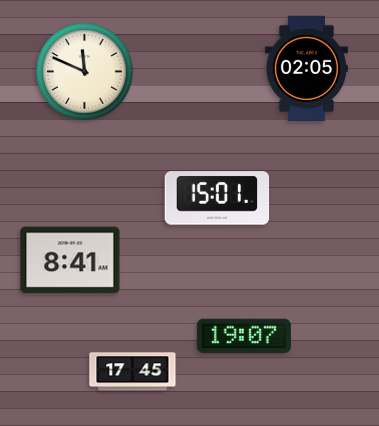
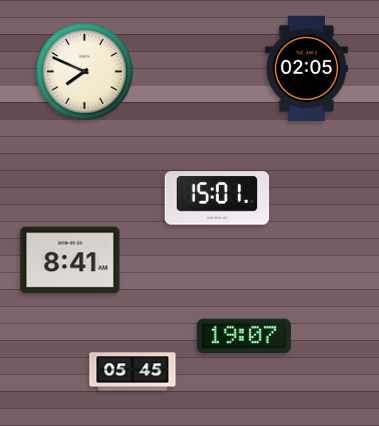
clock at (85, 72): 11:49 -> 7:49
clock at (133, 372): 17:45 -> 05:45
